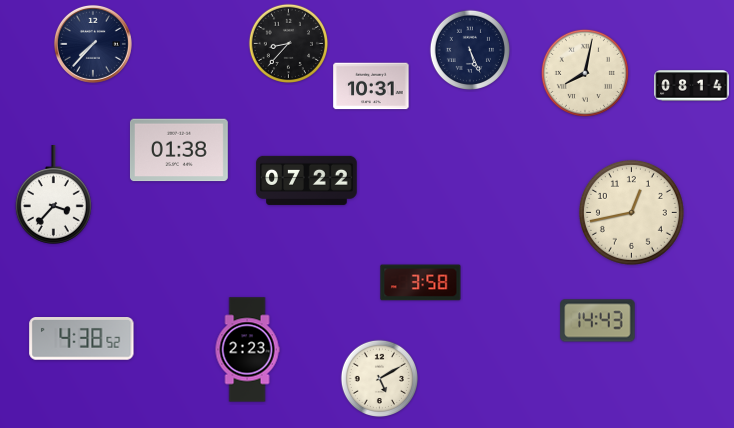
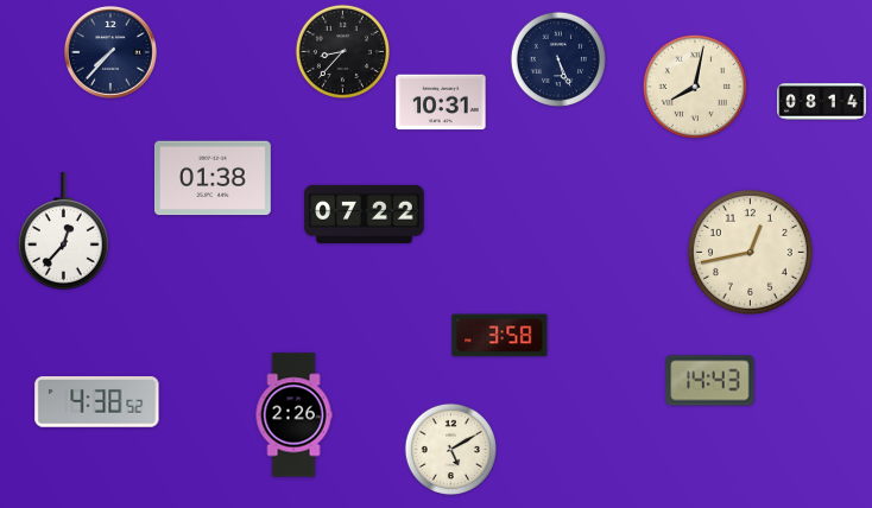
clock at (53, 195): 3:37 -> 12:37
clock at (247, 350): 2:23 -> 2:26
